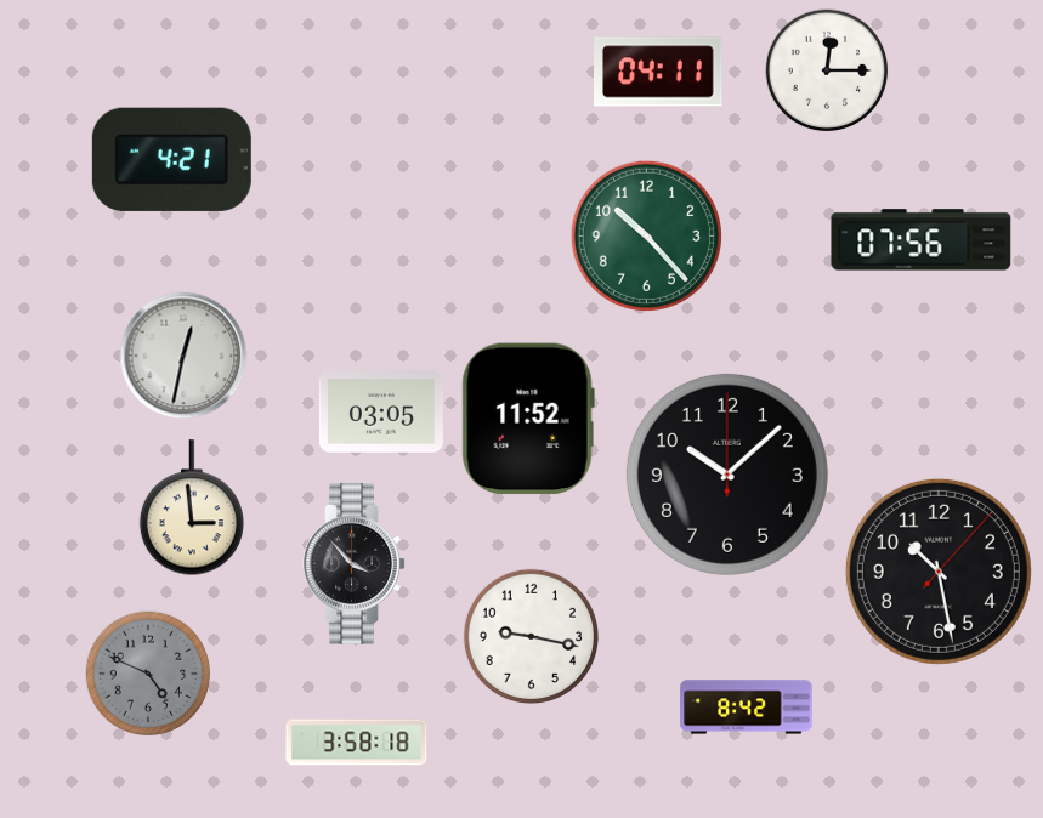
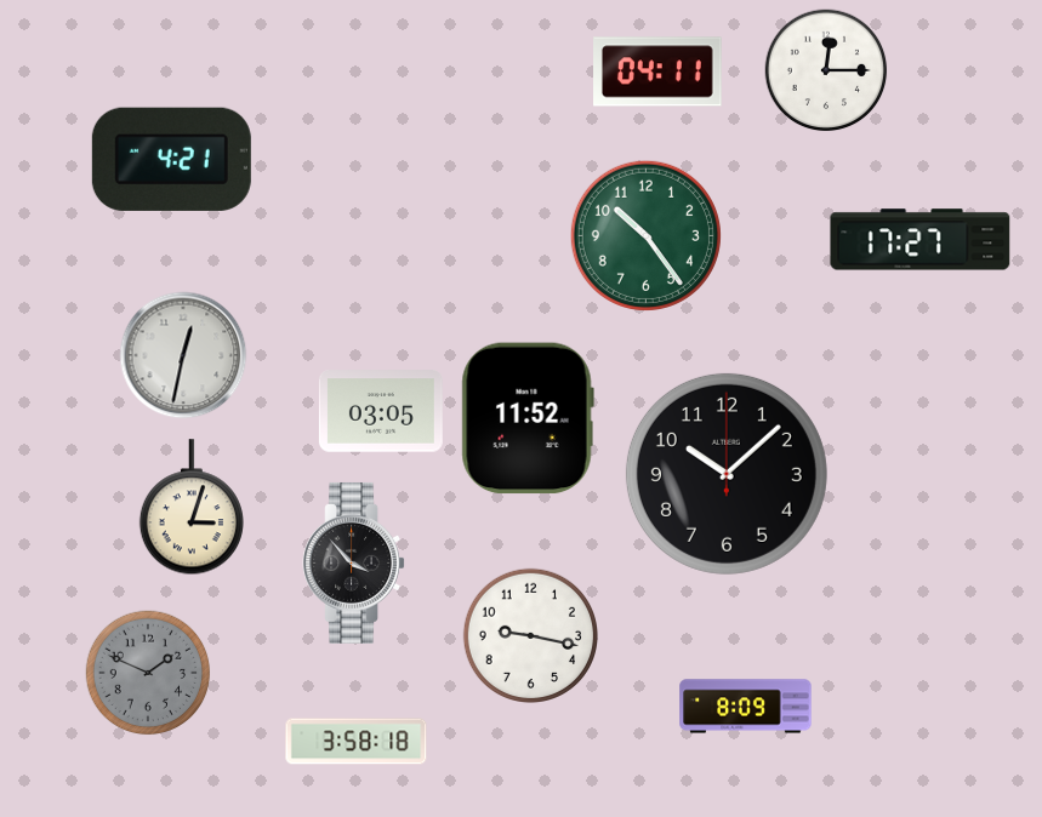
clock at (646, 235): 10:23 -> 10:24
clock at (922, 240): 07:56 -> 17:27
clock at (192, 509): 2:59 -> 3:03
clock at (939, 572): 10:28 -> none
clock at (148, 674): 4:49 -> 1:49
clock at (747, 708): 8:42 -> 8:09
